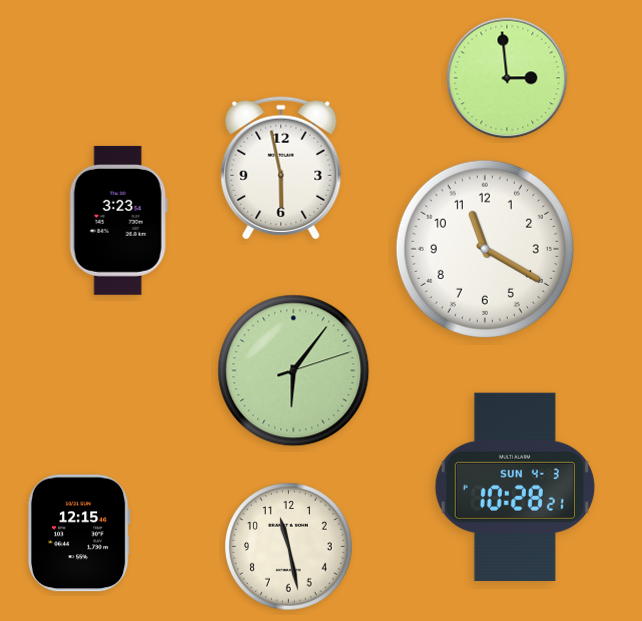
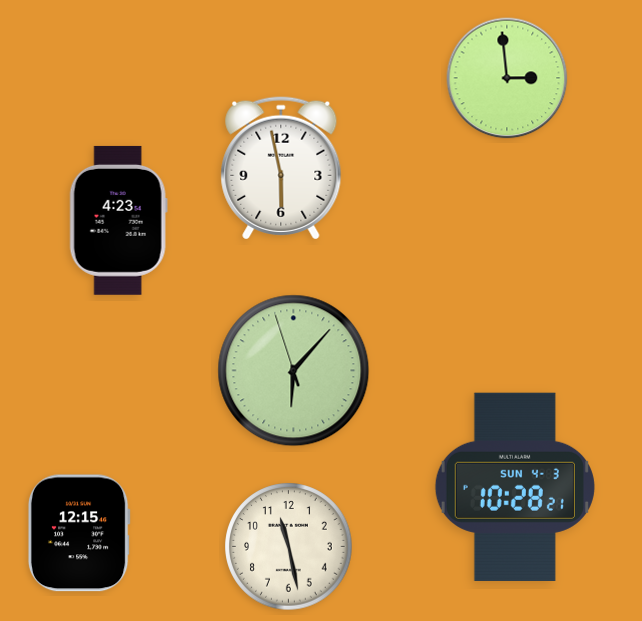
clock at (118, 220): 3:23 -> 4:23
clock at (485, 249): 11:20 -> none
clock at (294, 371): 6:06:12 -> 6:06:57
